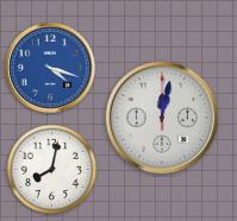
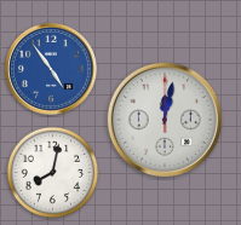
clock at (50, 68): 4:18 -> 4:54
